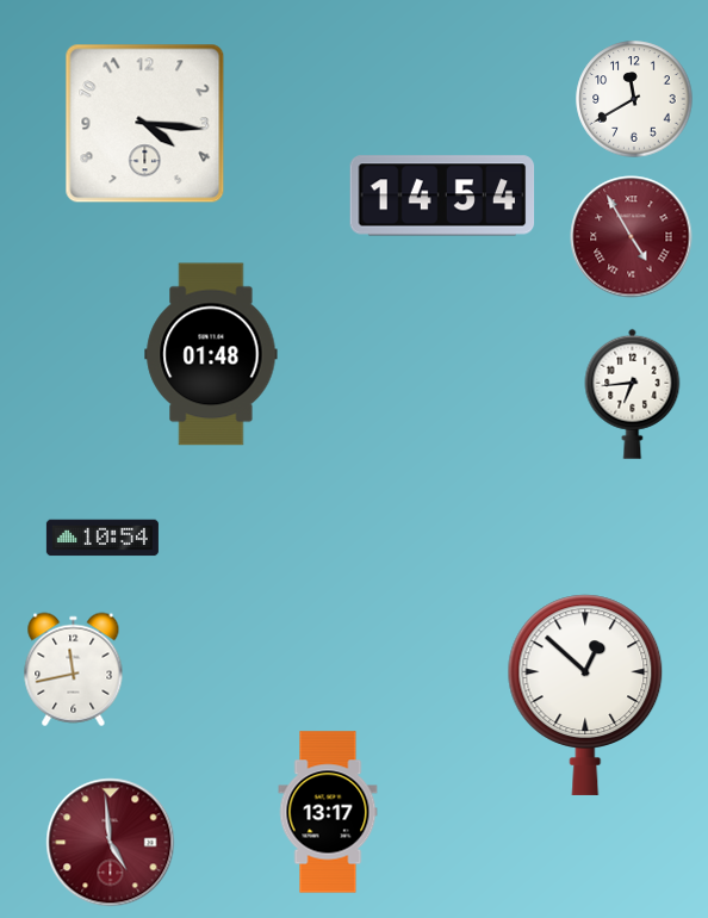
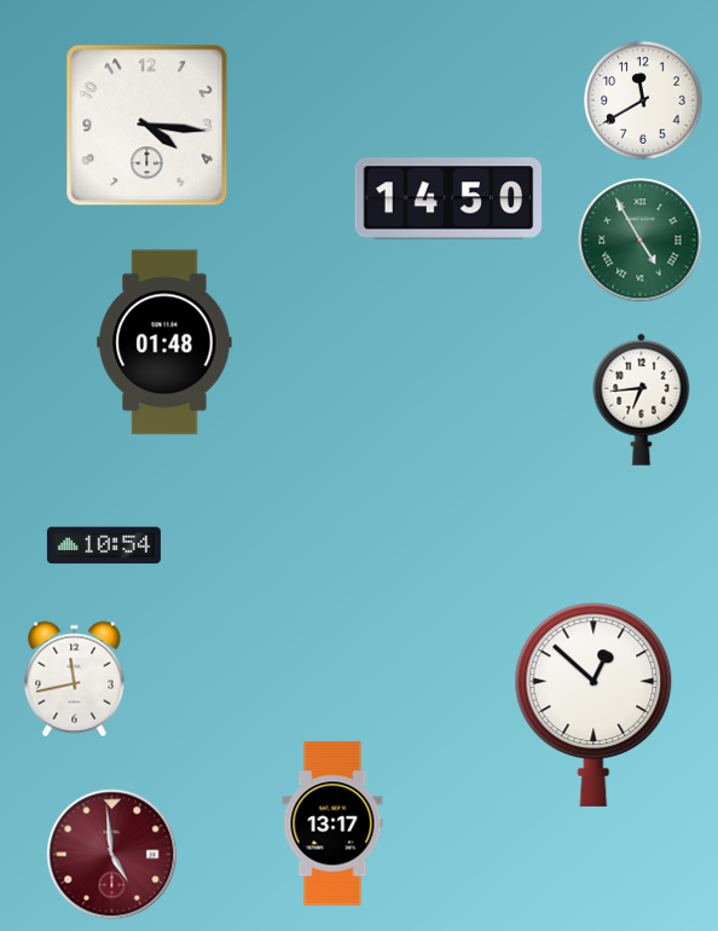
clock at (442, 196): 14:54 -> 14:50
clock at (632, 237) dial: burgundy -> green
clock at (211, 354) position: (211, 354) -> (164, 342)
